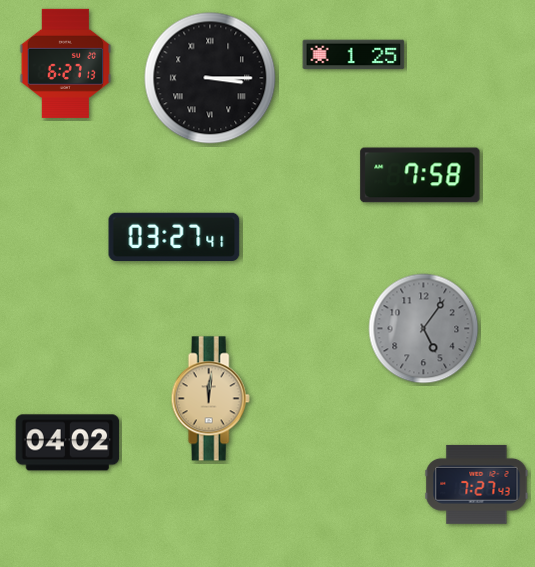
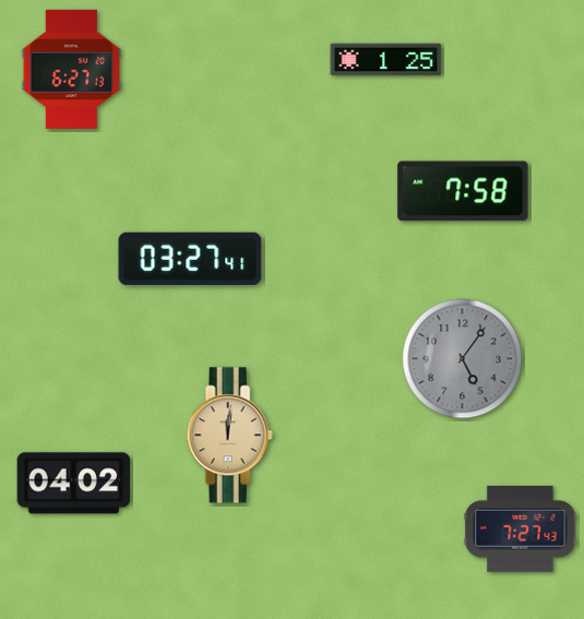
clock at (210, 78): 3:15 -> none
clock at (420, 175) position: (420, 175) -> (463, 191)
